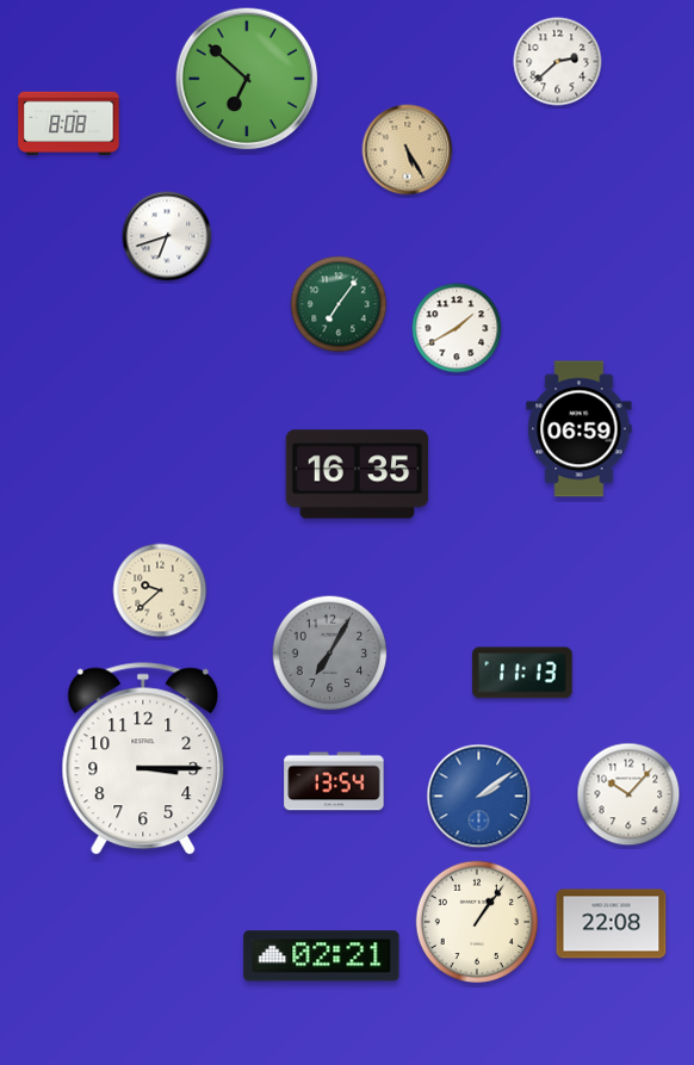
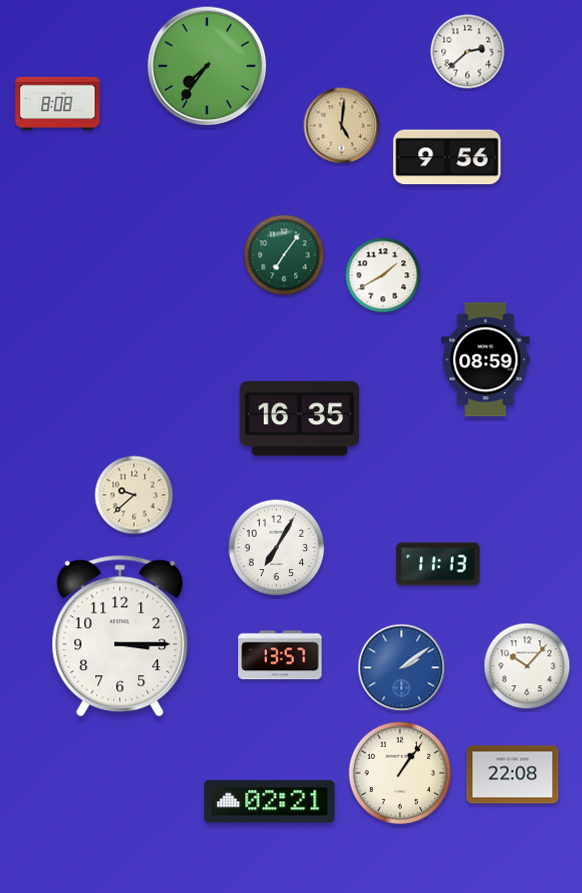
clock at (247, 79): 6:52 -> 7:36
clock at (408, 150): 5:25 -> 5:01
clock at (447, 157): none -> 9:56
clock at (167, 236): 6:42 -> none
clock at (580, 429): 06:59 -> 08:59
clock at (358, 475) position: (358, 475) -> (300, 419)
clock at (330, 654) dial: grey -> white
clock at (334, 781): 13:54 -> 13:57
